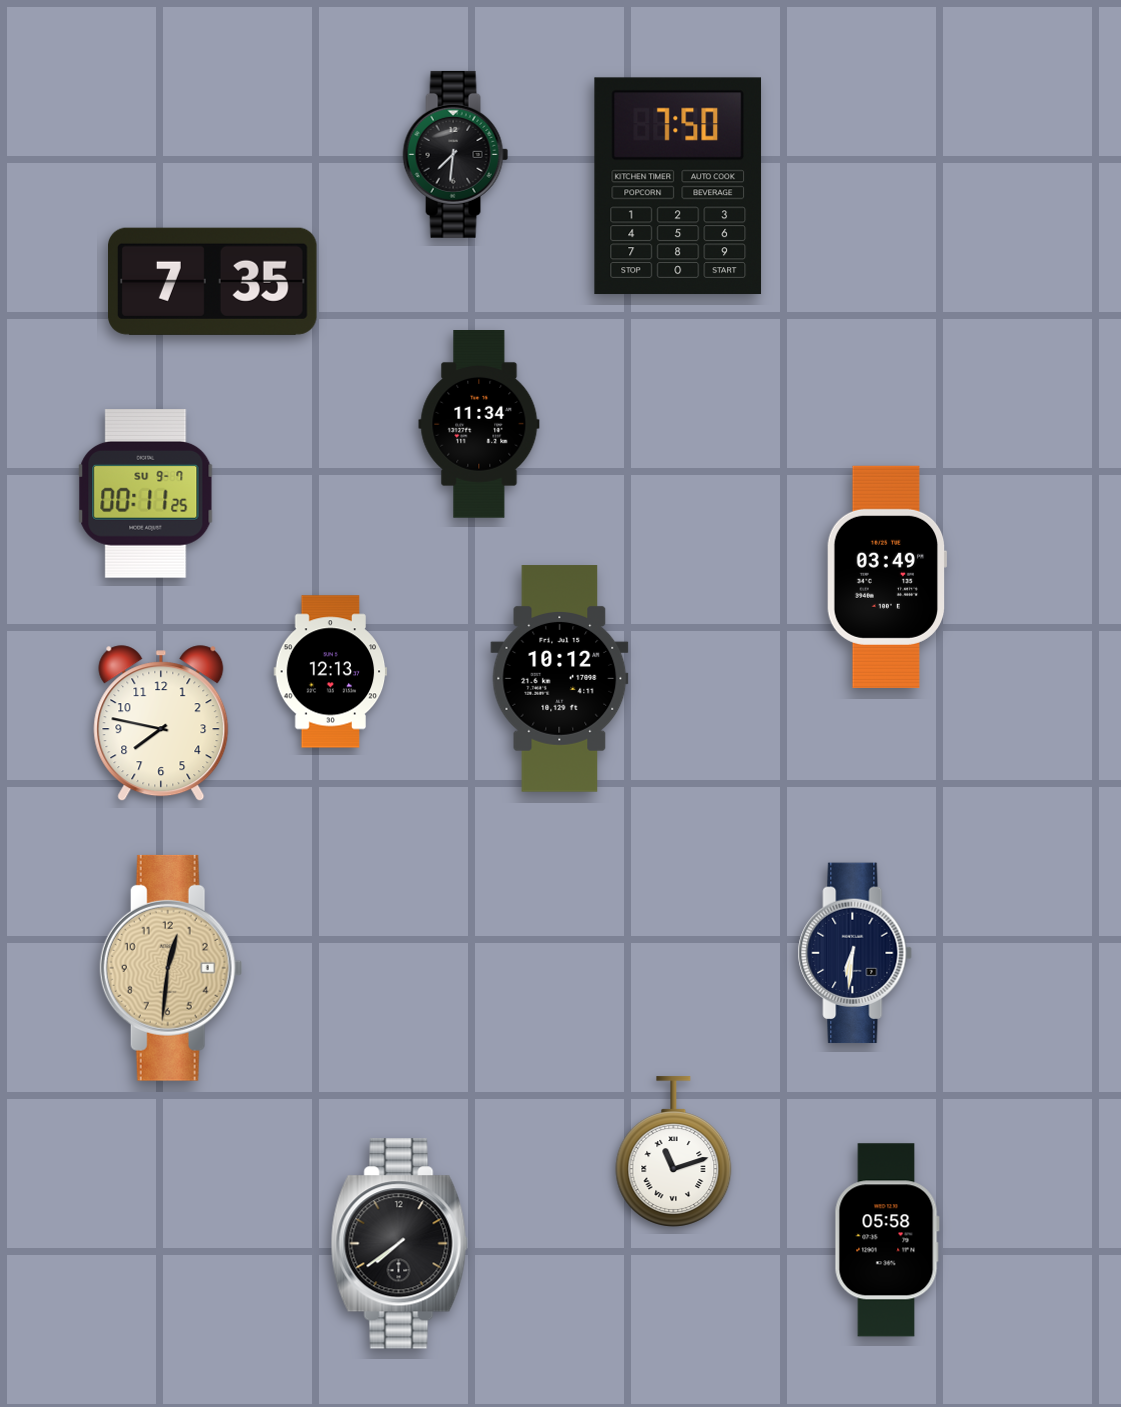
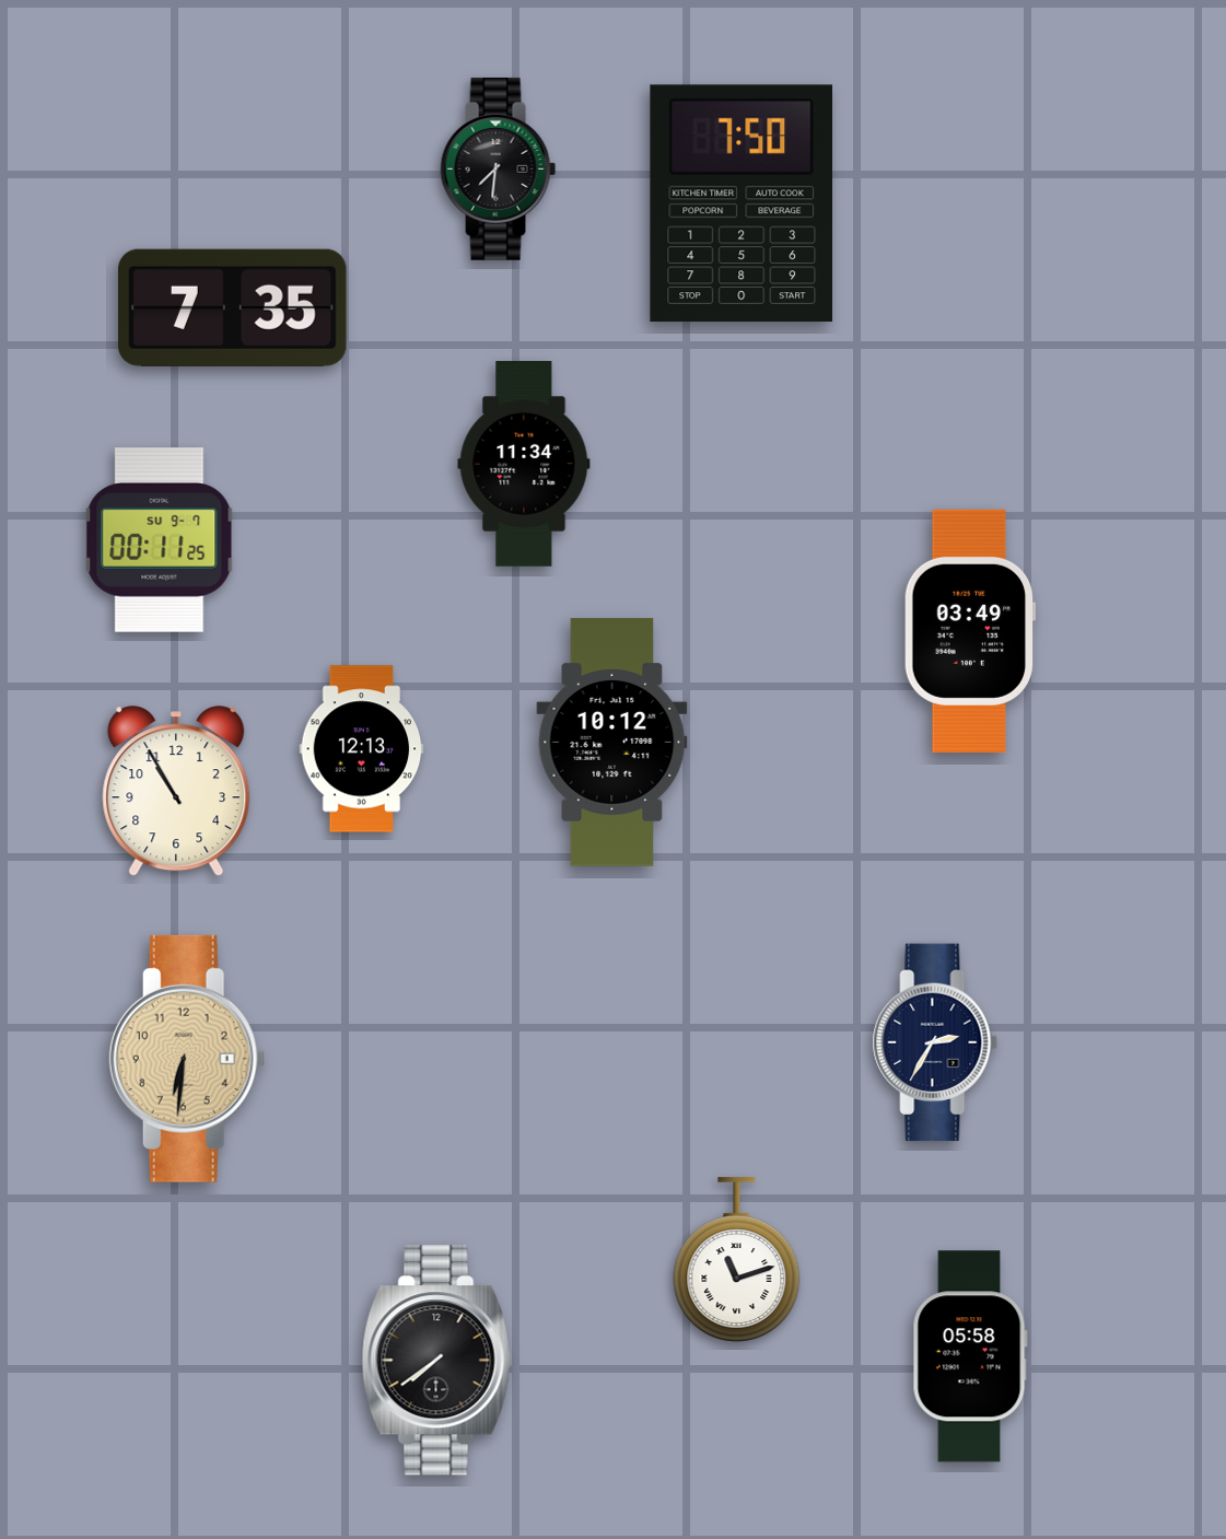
clock at (331, 672) position: (331, 672) -> (362, 749)
clock at (161, 724): 7:47 -> 10:55
clock at (855, 953): 6:31 -> 2:35
clock at (171, 968): 12:31 -> 6:31
